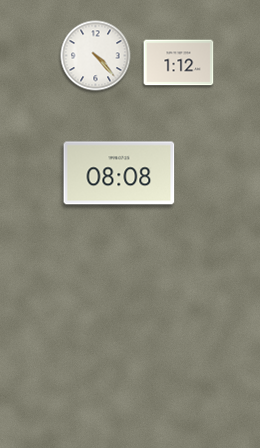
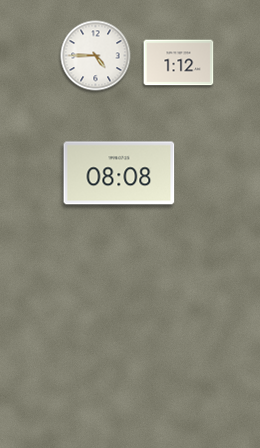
clock at (96, 56): 4:23 -> 4:45
